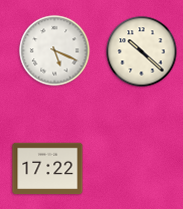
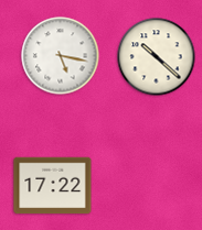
clock at (55, 51): 5:19 -> 5:17
